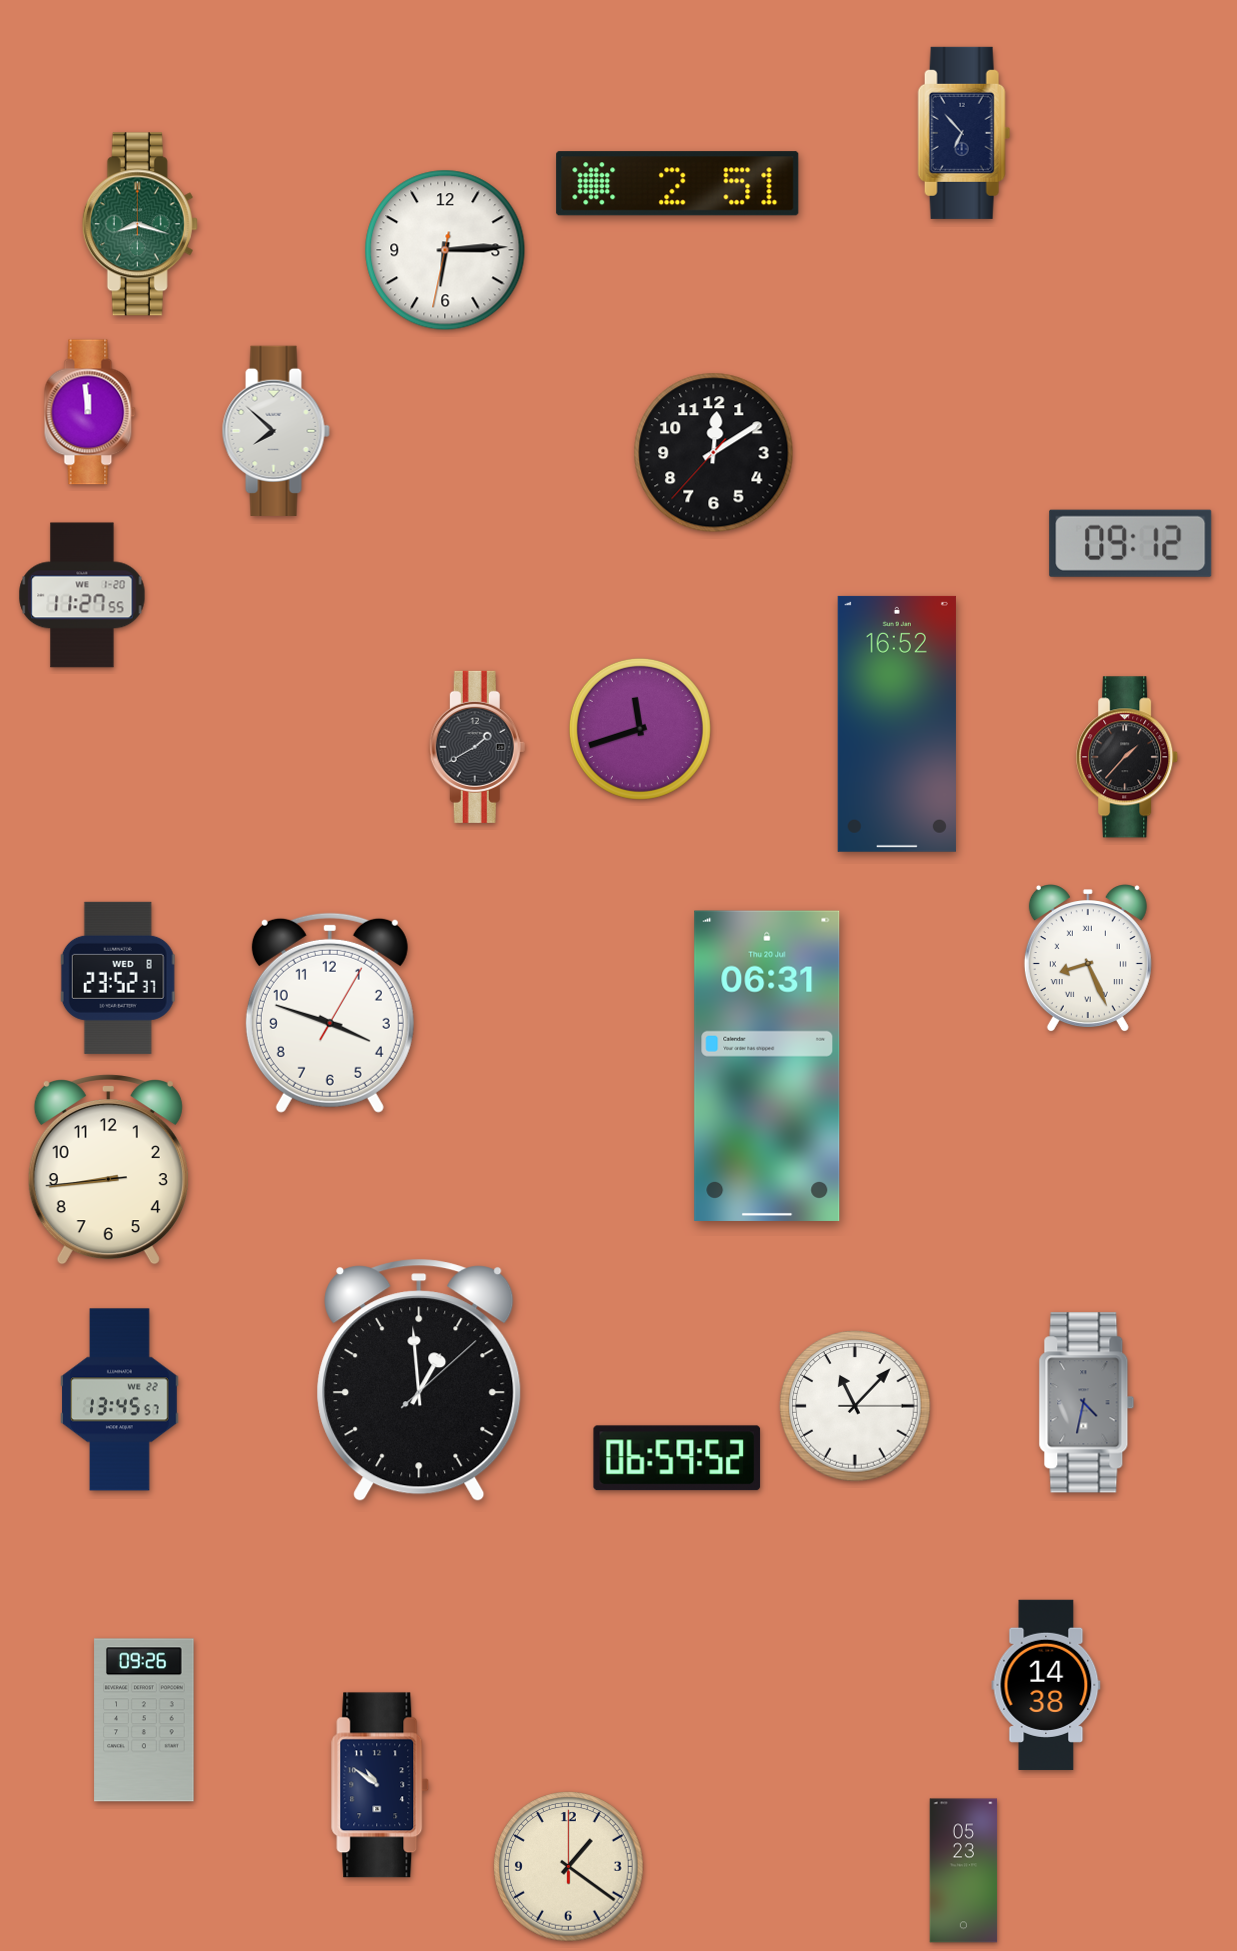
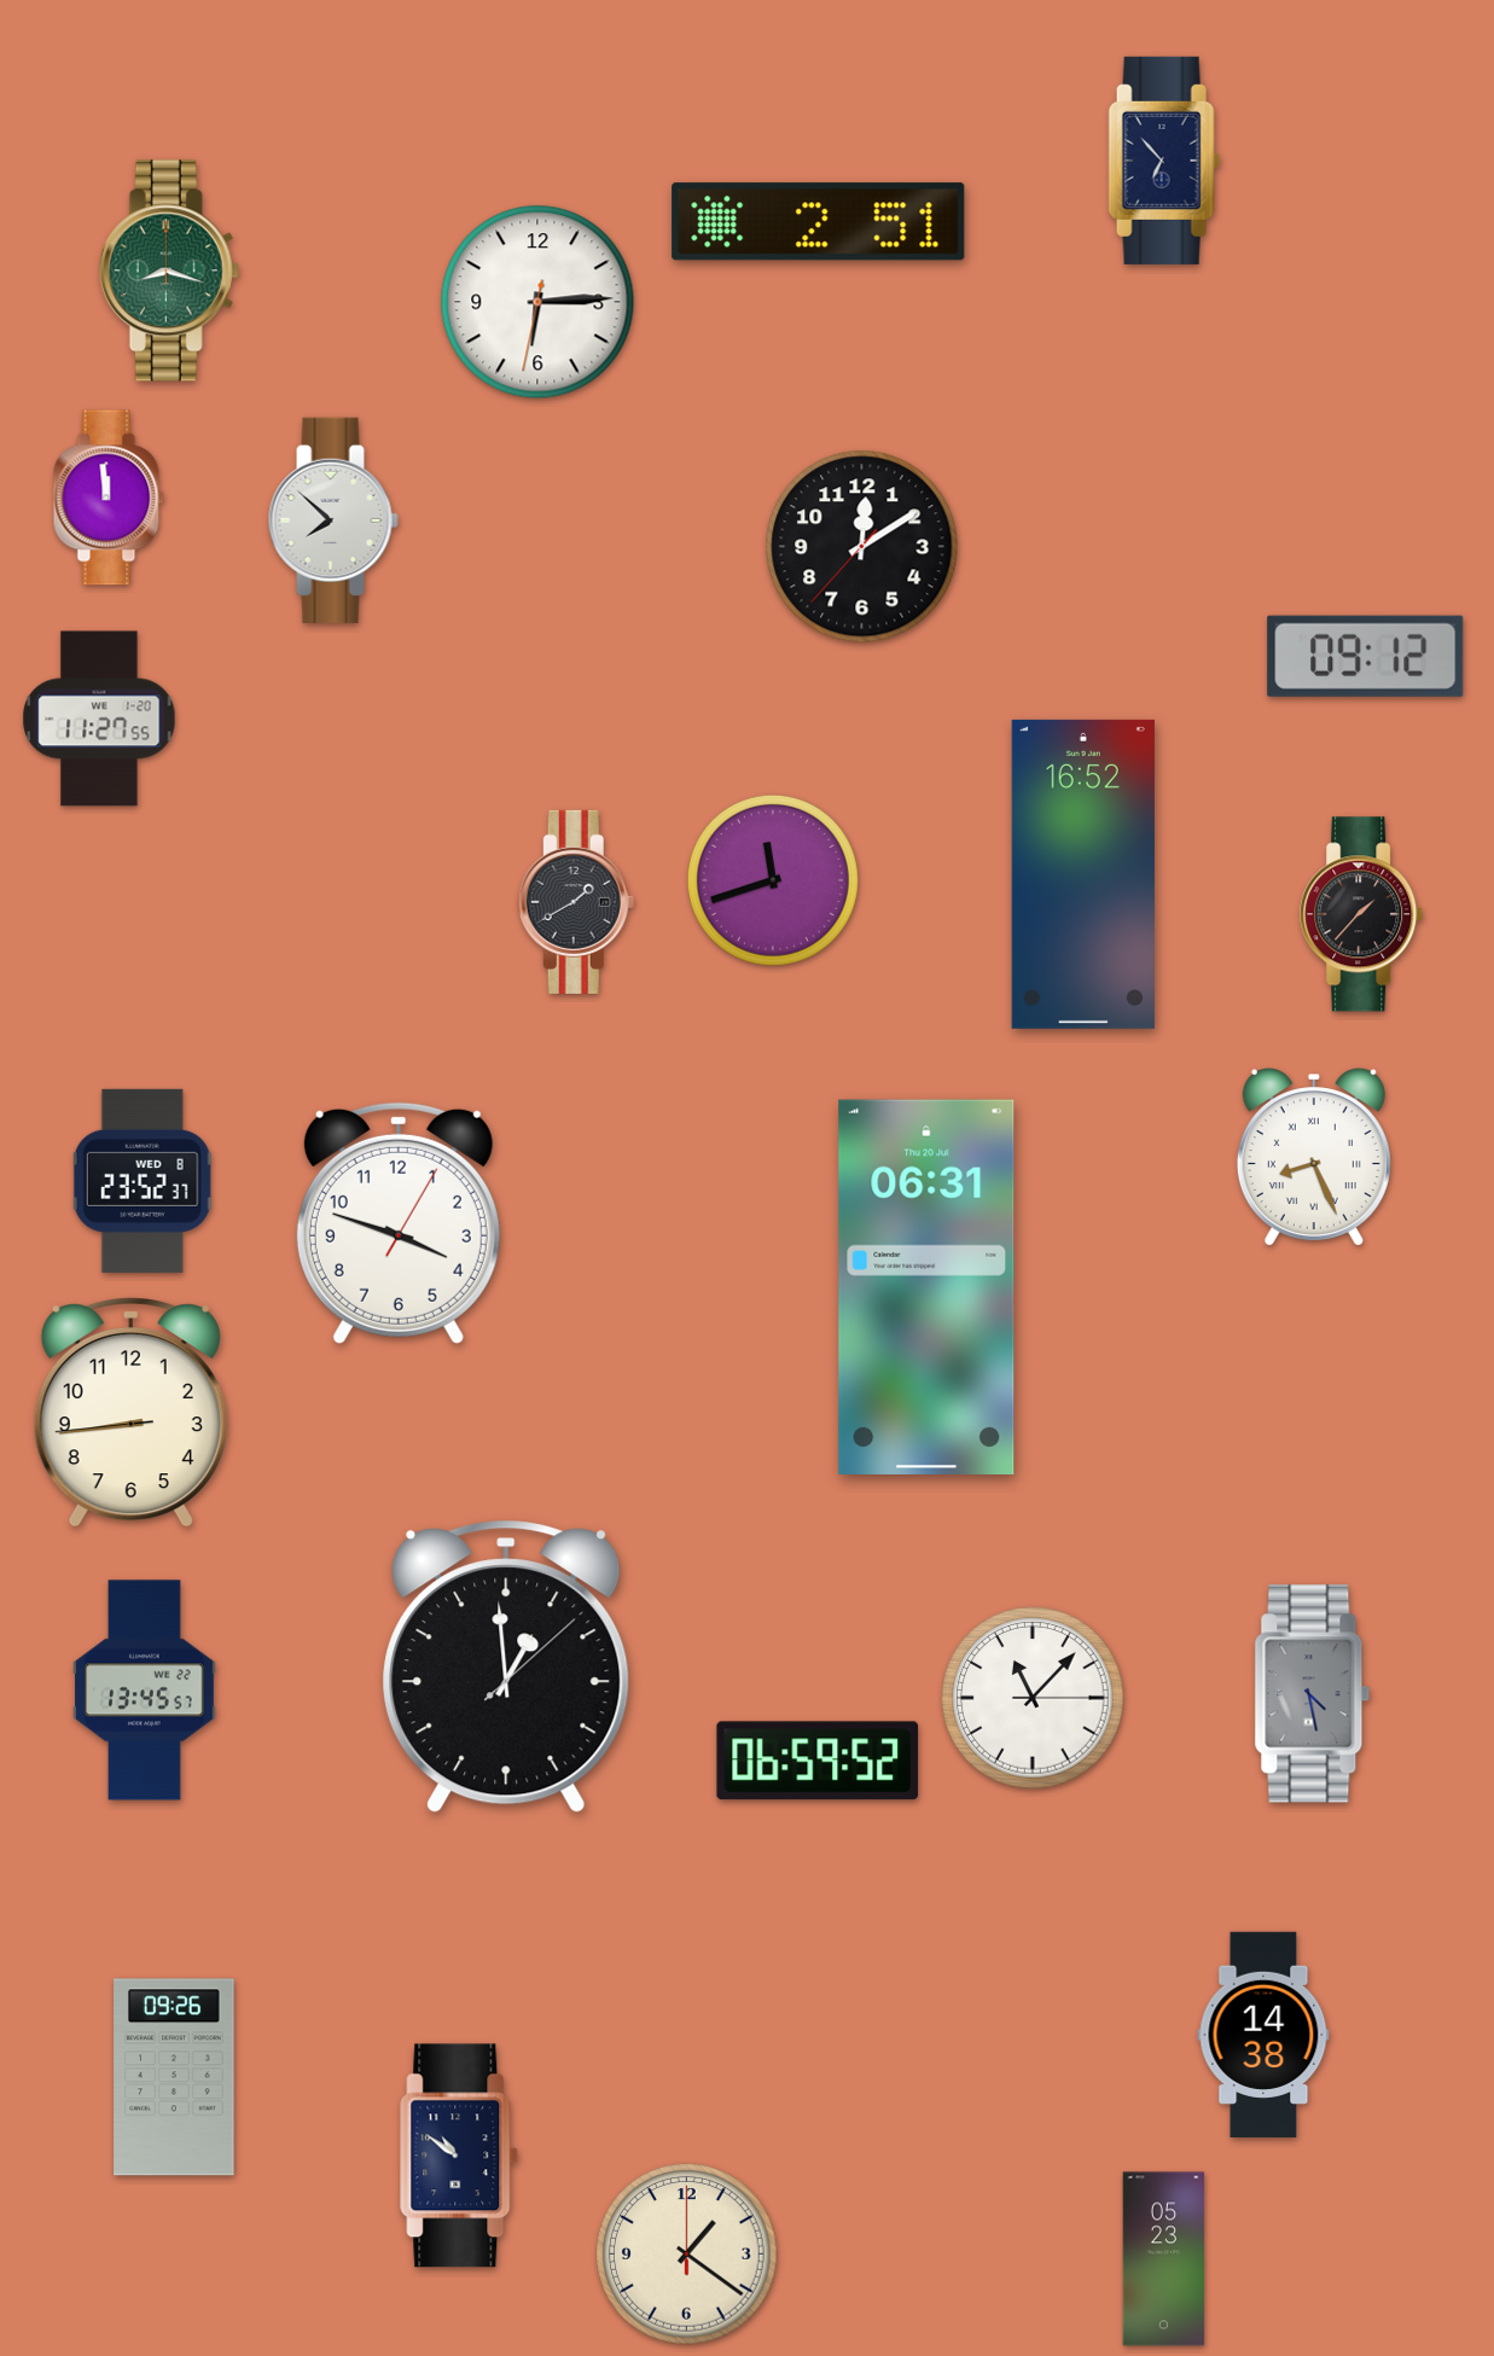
clock at (1087, 1403): 4:32 -> 4:28
